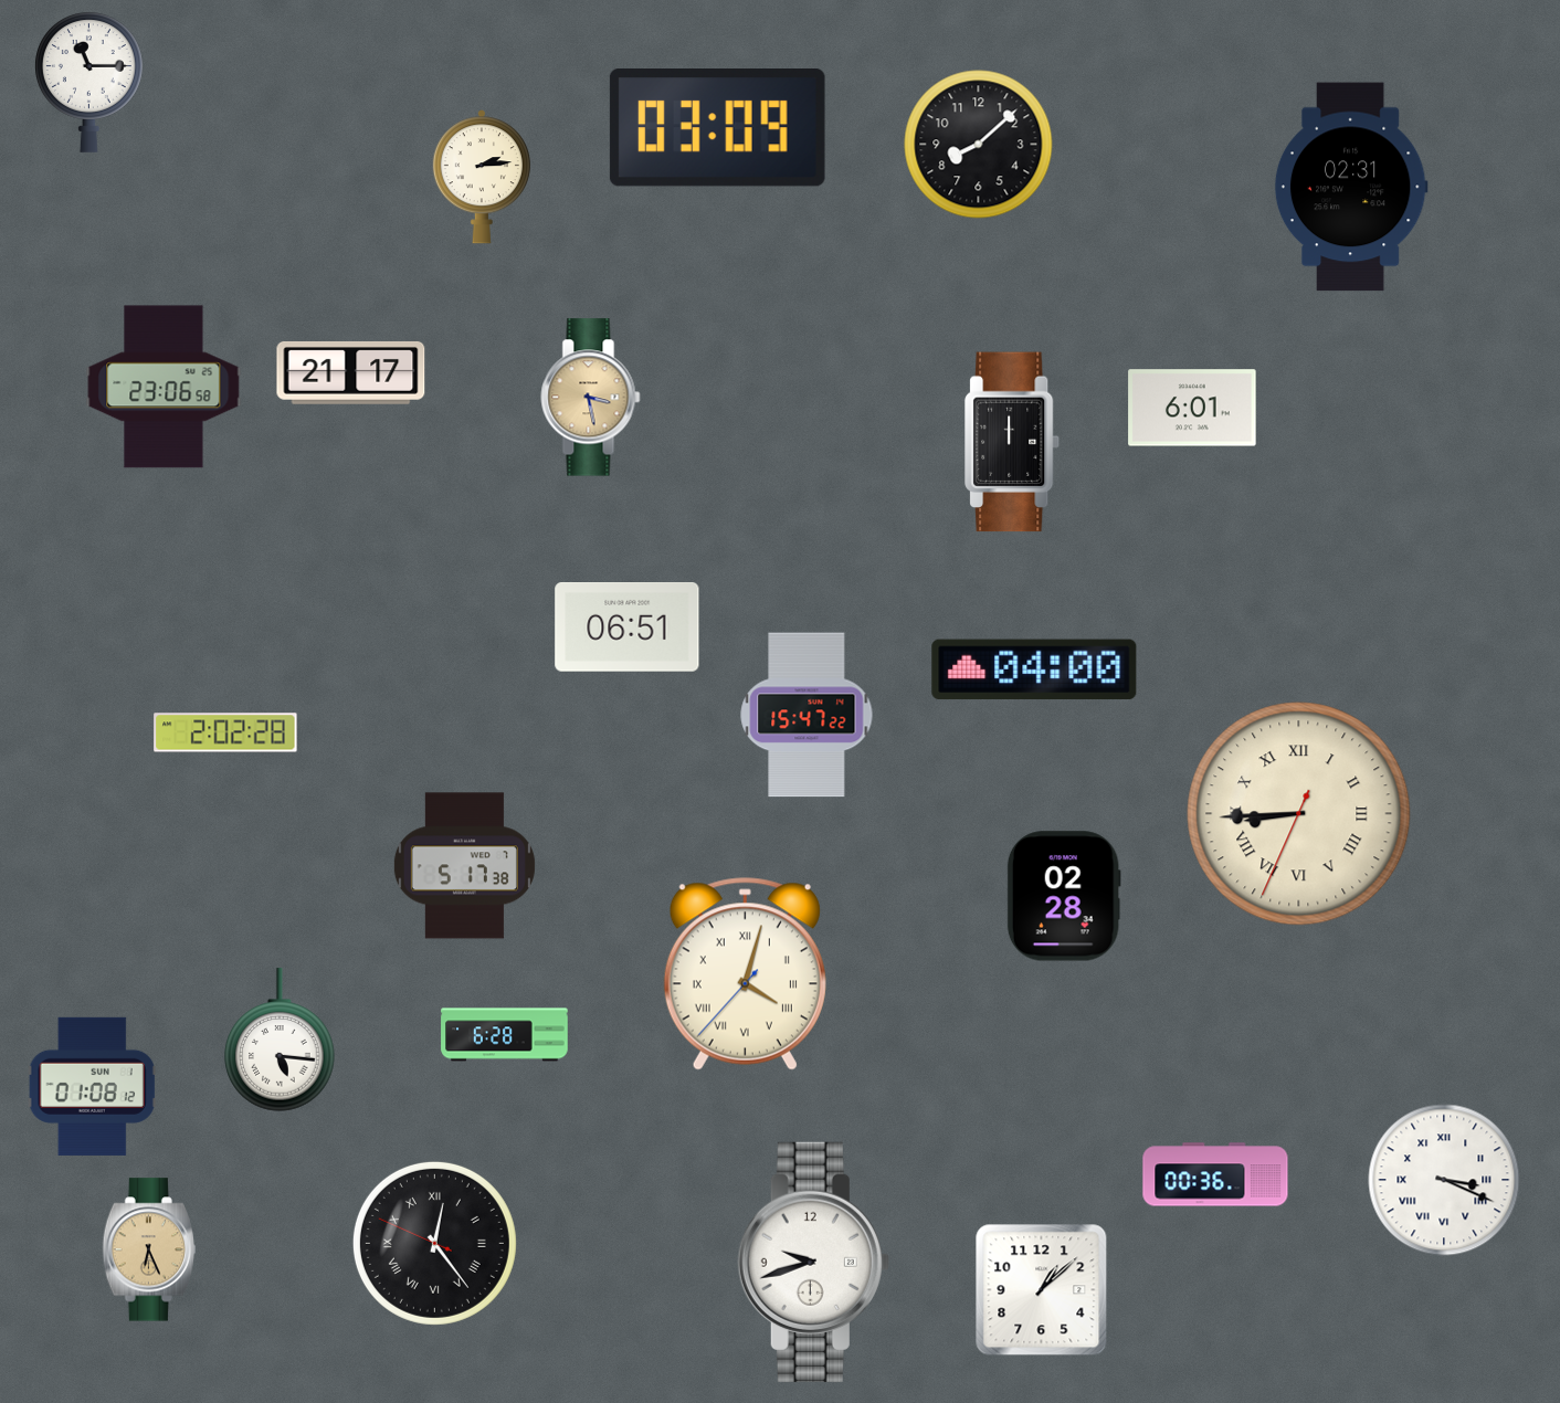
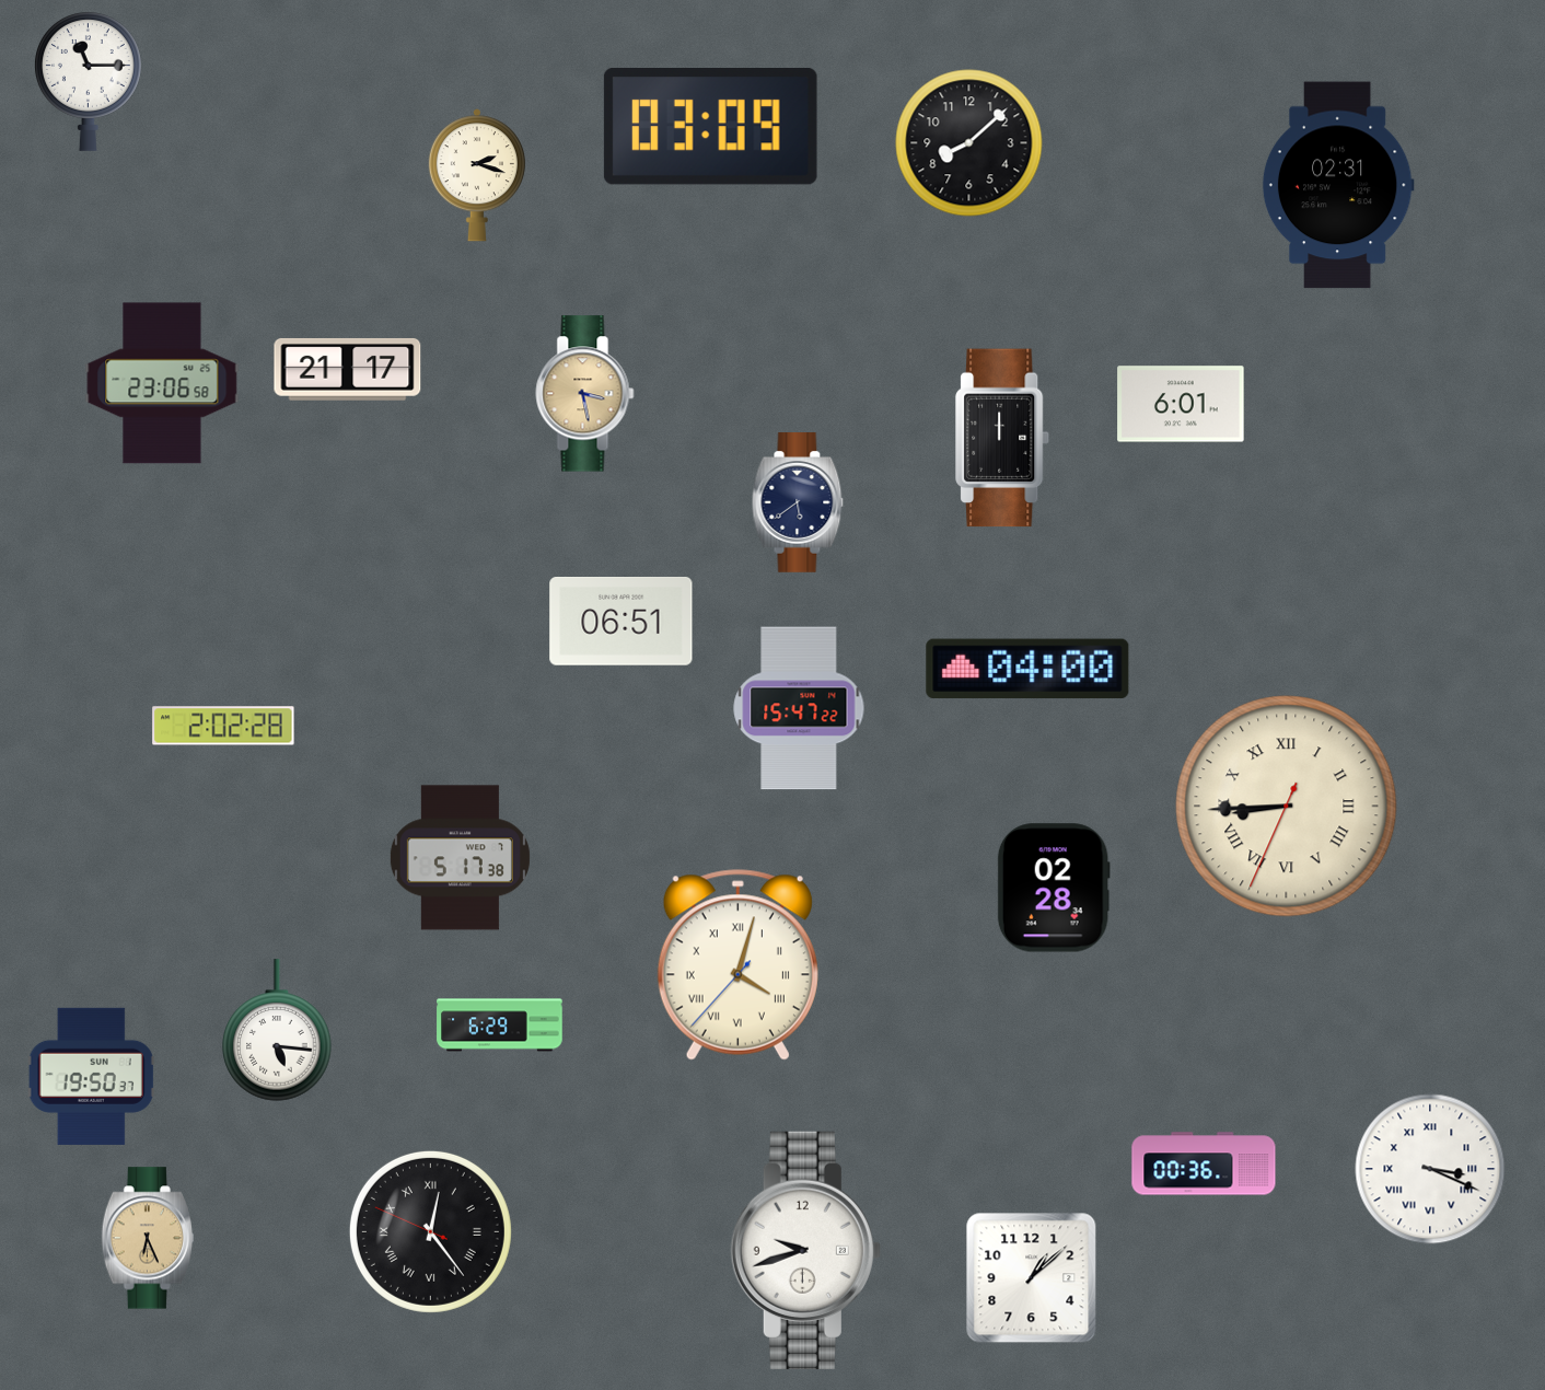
clock at (482, 177): 2:14 -> 2:18
clock at (798, 502): none -> 5:39
clock at (1034, 669) position: (1034, 669) -> (1027, 669)
clock at (505, 1035): 6:28 -> 6:29
clock at (92, 1086): 01:08 -> 19:50
